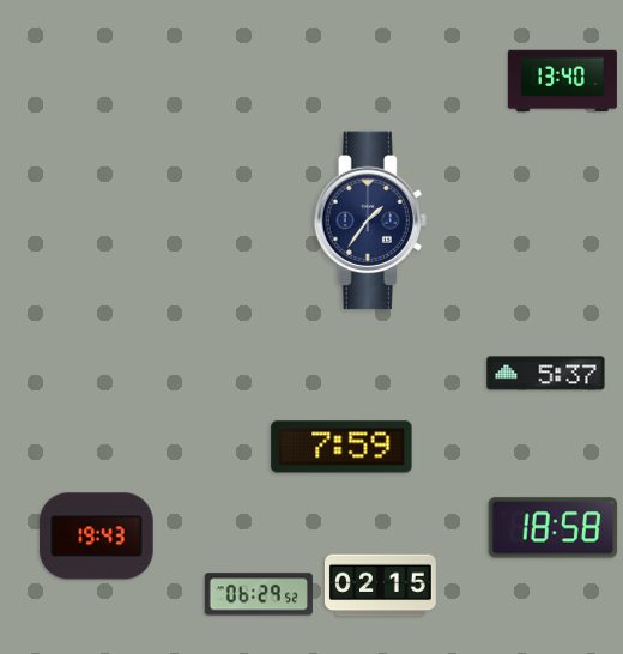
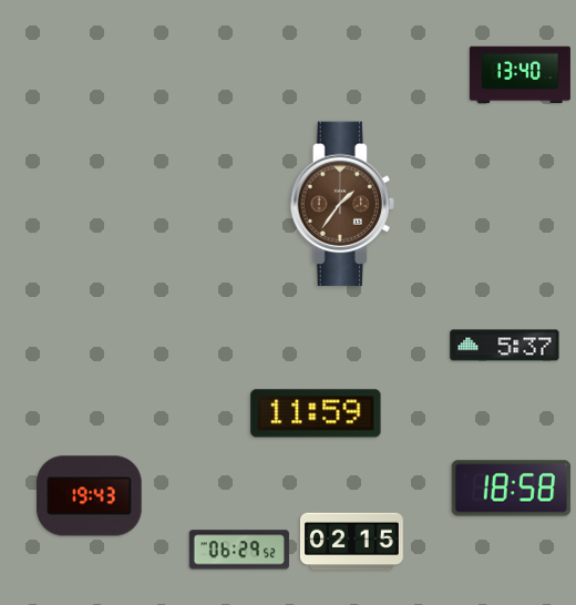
clock at (370, 220) dial: navy -> brown
clock at (341, 447): 7:59 -> 11:59
